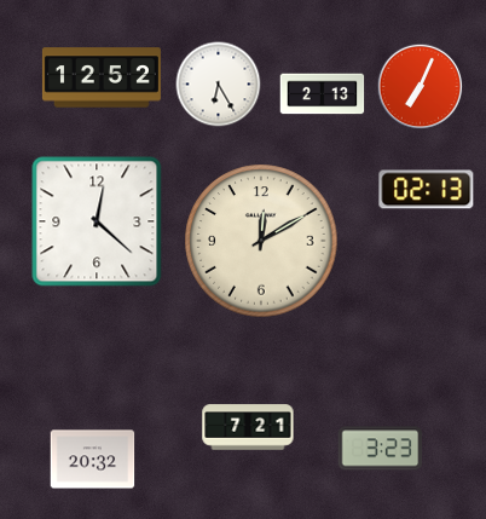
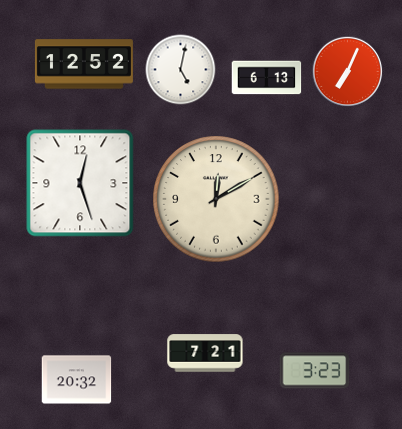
clock at (219, 85): 6:25 -> 5:02
clock at (323, 94): 2:13 -> 6:13
clock at (427, 190): 02:13 -> none
clock at (97, 221): 12:22 -> 12:27
